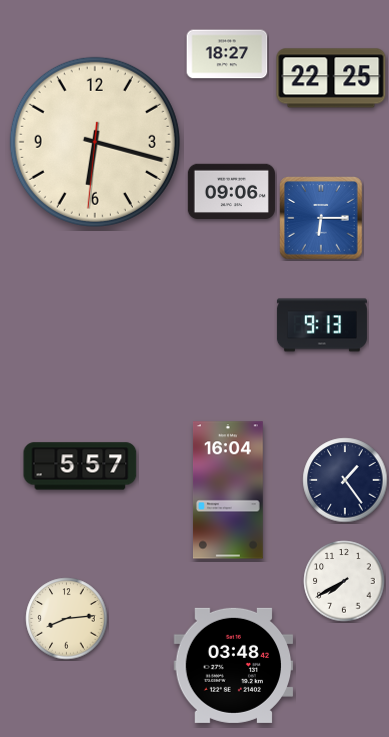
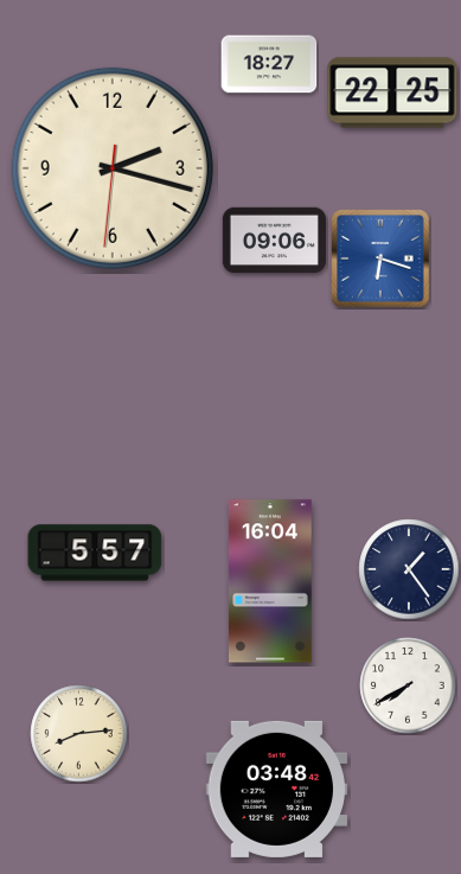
clock at (95, 142): 6:17 -> 2:17
clock at (231, 192) position: (231, 192) -> (274, 241)
clock at (321, 218): 6:15 -> 6:18
clock at (322, 325): 9:13 -> none
clock at (344, 581) position: (344, 581) -> (408, 685)
